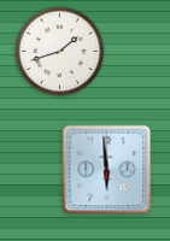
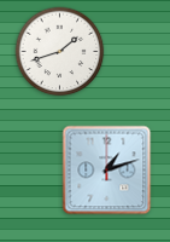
clock at (107, 170): 5:59 -> 1:12
